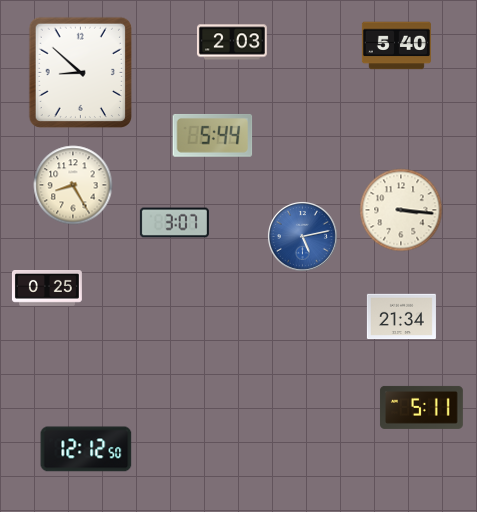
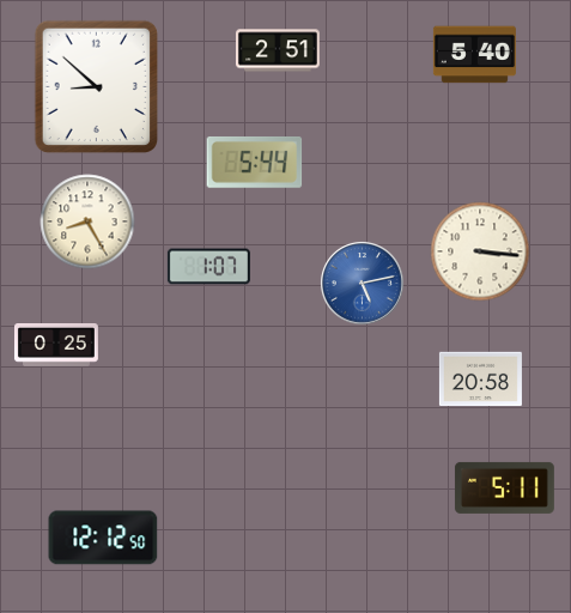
clock at (232, 42): 2:03 -> 2:51
clock at (174, 223): 3:07 -> 1:07
clock at (401, 317): 21:34 -> 20:58
